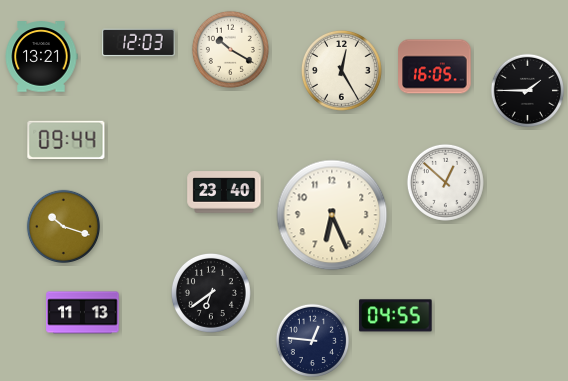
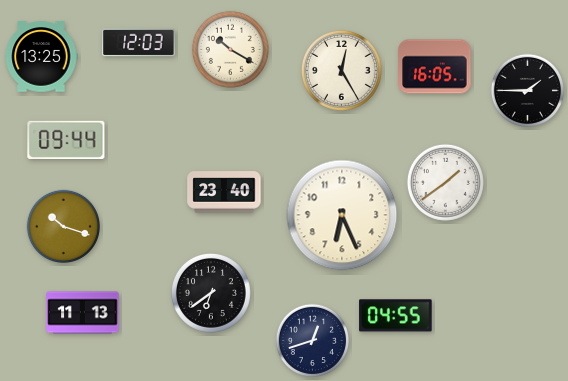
clock at (41, 57): 13:21 -> 13:25
clock at (445, 182): 12:52 -> 1:39
clock at (332, 215) position: (332, 215) -> (342, 215)
clock at (312, 340): 12:46 -> 12:42
